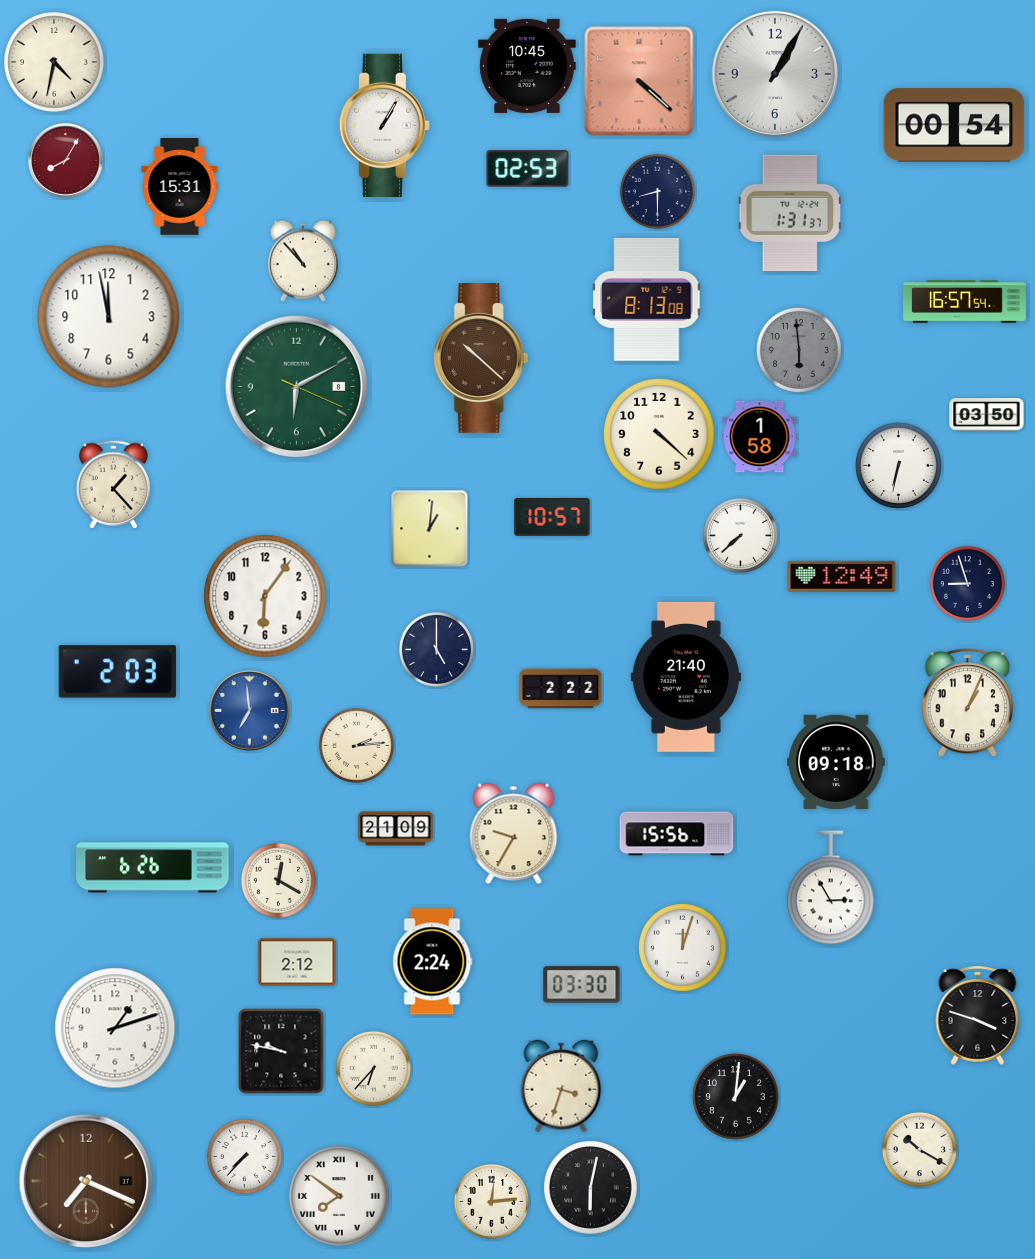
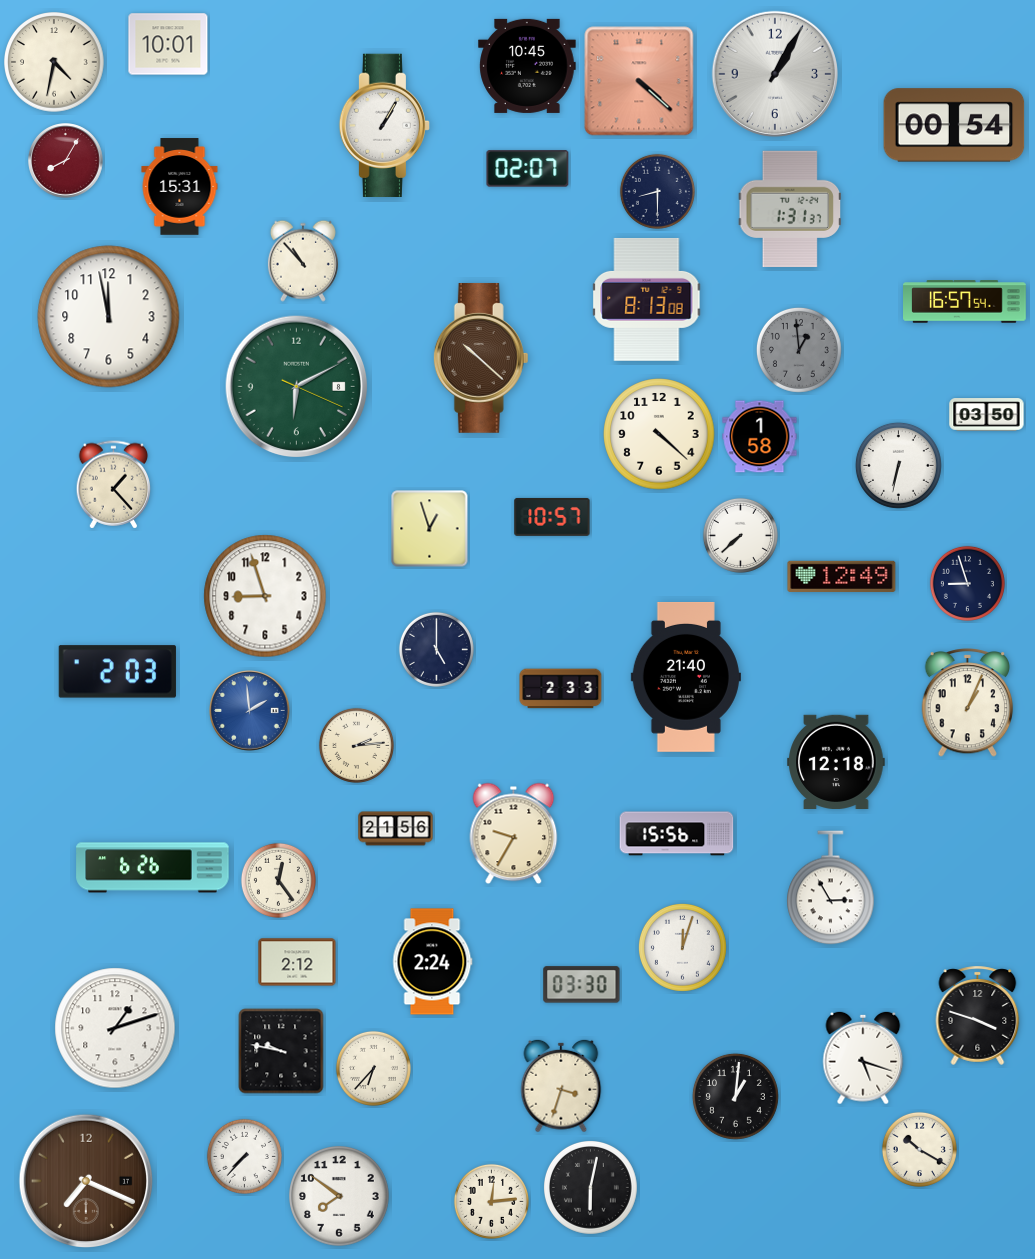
clock at (168, 44): none -> 10:01
clock at (528, 169): 02:53 -> 02:07
clock at (789, 213) position: (789, 213) -> (789, 209)
clock at (799, 350): 5:59 -> 12:59
clock at (430, 529): 1:01 -> 12:57
clock at (265, 596): 6:06 -> 8:57
clock at (561, 689): 2:22 -> 2:33
clock at (250, 711): 6:59 -> 1:59
clock at (836, 761): 09:18 -> 12:18
clock at (396, 829): 21:09 -> 21:56
clock at (278, 880): 12:20 -> 12:24
clock at (863, 1058): none -> 5:18
clock at (339, 1196) numerals: Roman -> Arabic
